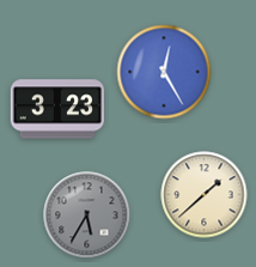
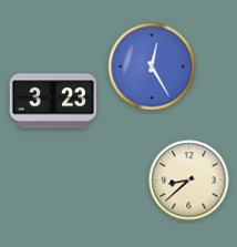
clock at (205, 195): 1:38 -> 8:38
clock at (87, 216): 5:35 -> none
